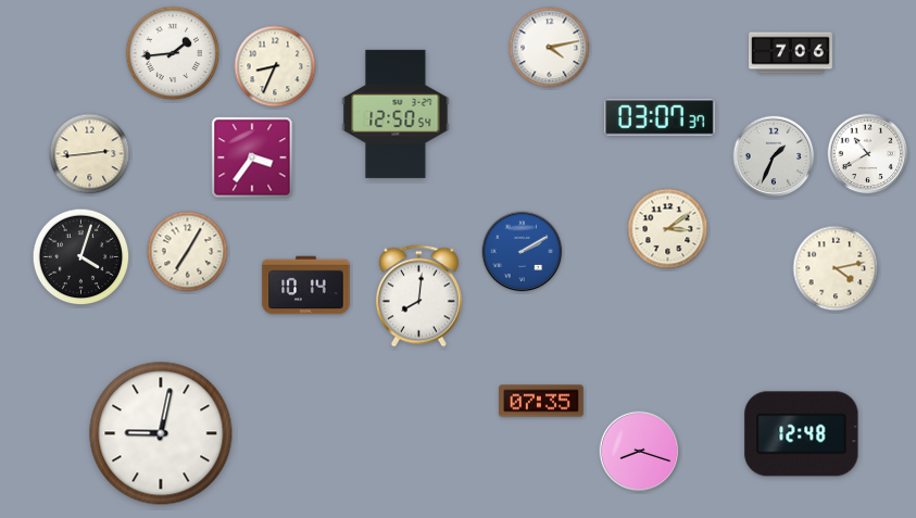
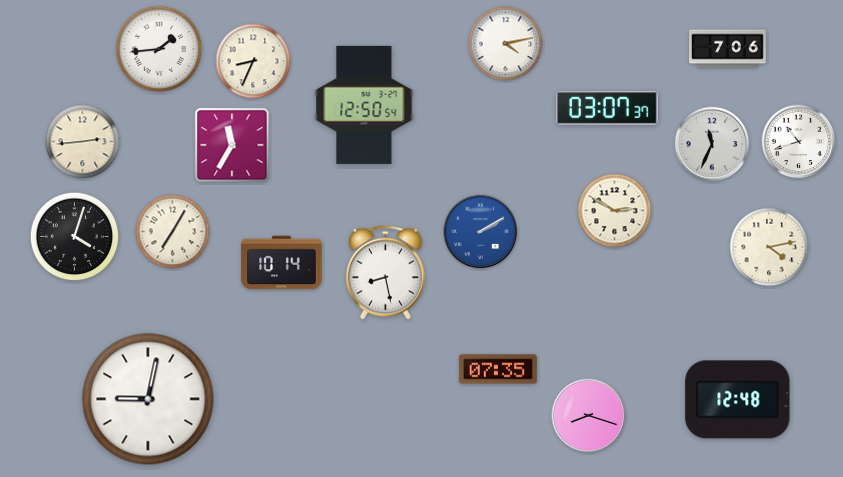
clock at (868, 154): 10:40 -> 10:42
clock at (774, 156): 1:34 -> 11:34
clock at (252, 157): 3:36 -> 11:35
clock at (668, 229): 3:09 -> 2:50
clock at (418, 296): 8:01 -> 8:28
